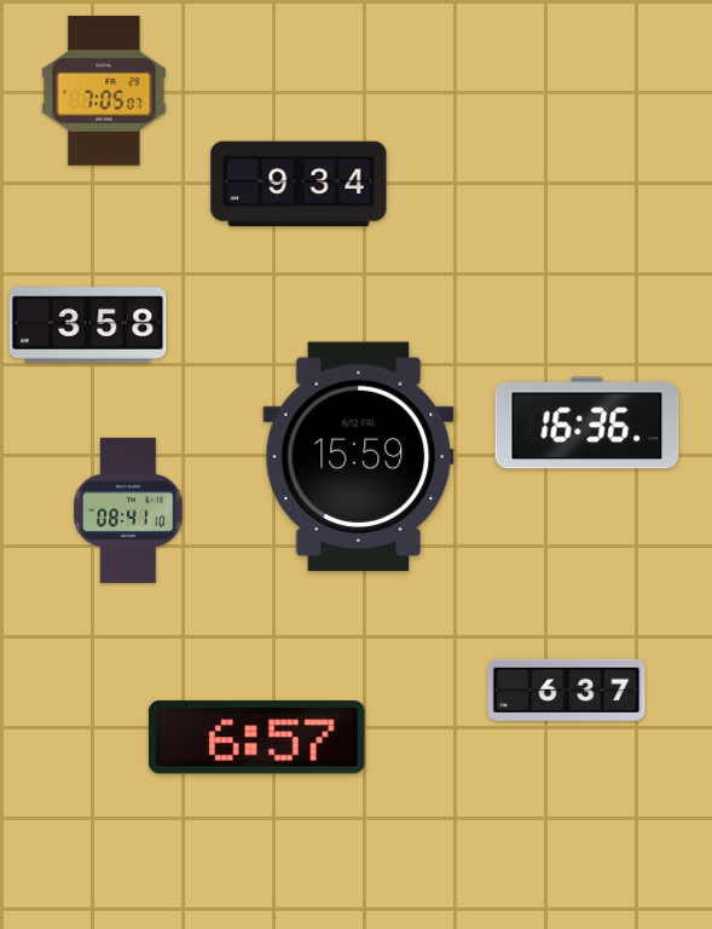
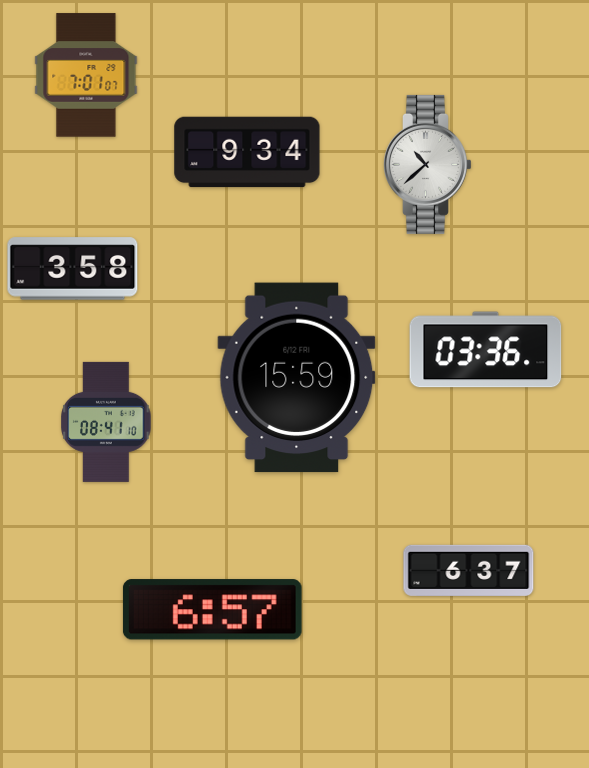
clock at (104, 91): 7:05 -> 7:01
clock at (427, 164): none -> 10:38
clock at (587, 423): 16:36 -> 03:36
